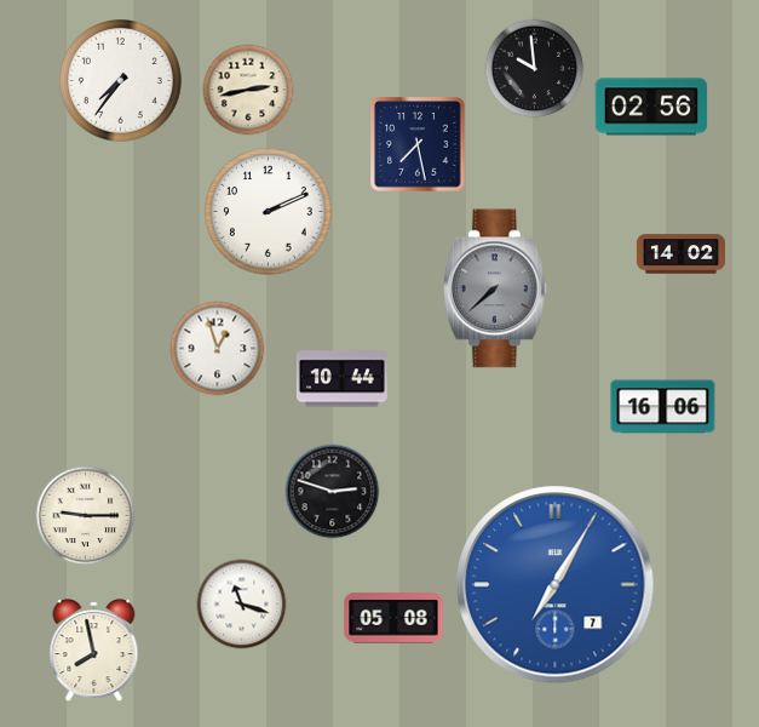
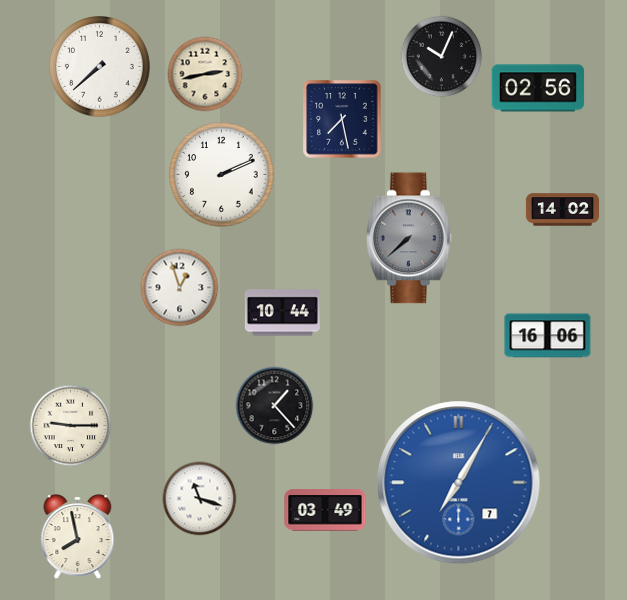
clock at (535, 69): 9:59 -> 10:04
clock at (121, 81): 7:36 -> 7:38
clock at (418, 144) position: (418, 144) -> (342, 119)
clock at (333, 492): 2:48 -> 1:23
clock at (393, 618): 05:08 -> 03:49
